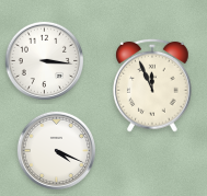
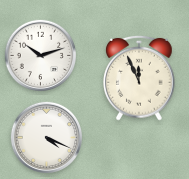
clock at (45, 61): 3:16 -> 10:12
clock at (57, 151) position: (57, 151) -> (47, 138)
